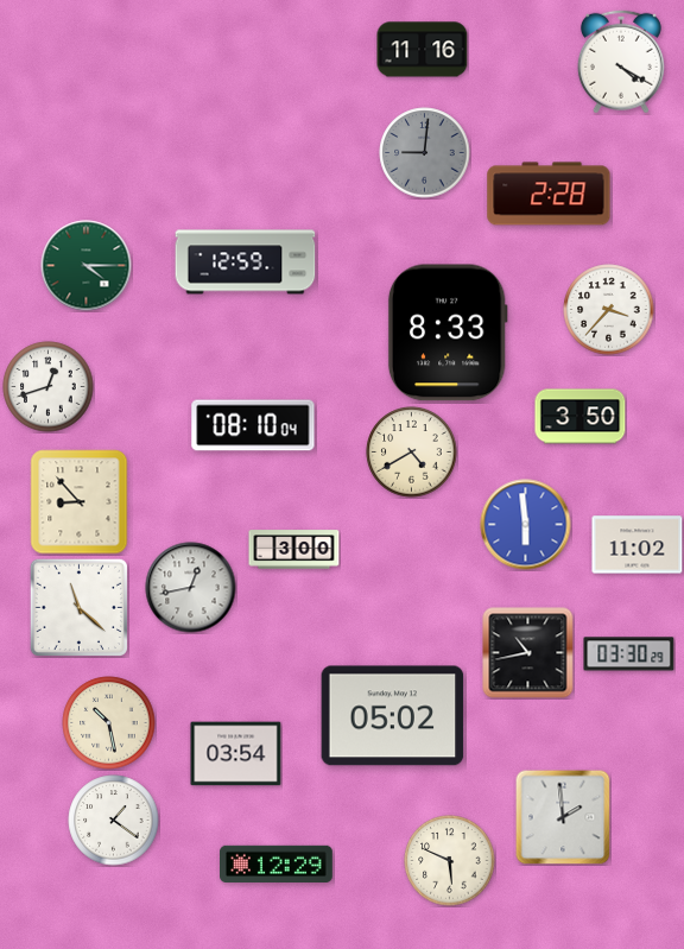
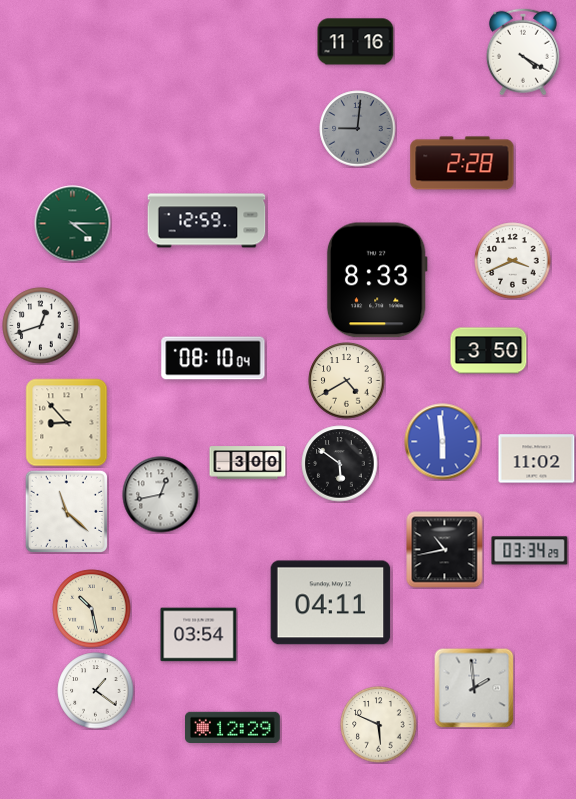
clock at (609, 310): 3:37 -> 3:41
clock at (340, 464): none -> 5:51
clock at (629, 654): 03:30 -> 03:34
clock at (393, 716): 05:02 -> 04:11
